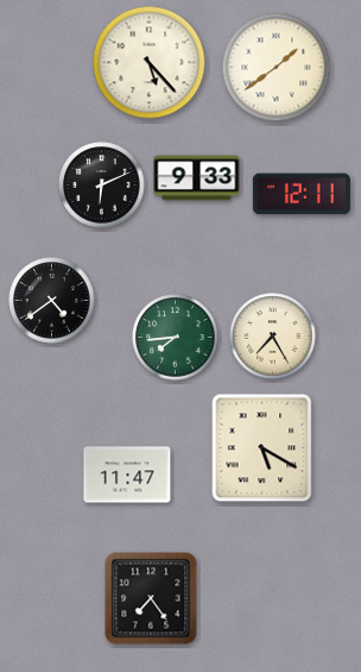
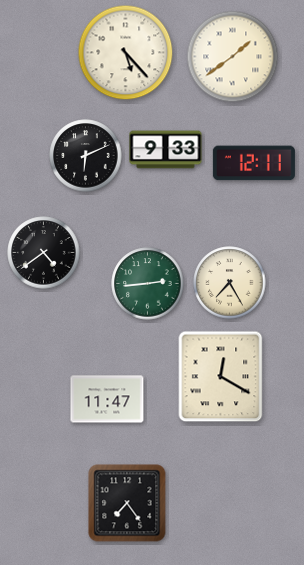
clock at (176, 338): 7:44 -> 2:44
clock at (262, 448): 5:20 -> 12:20
